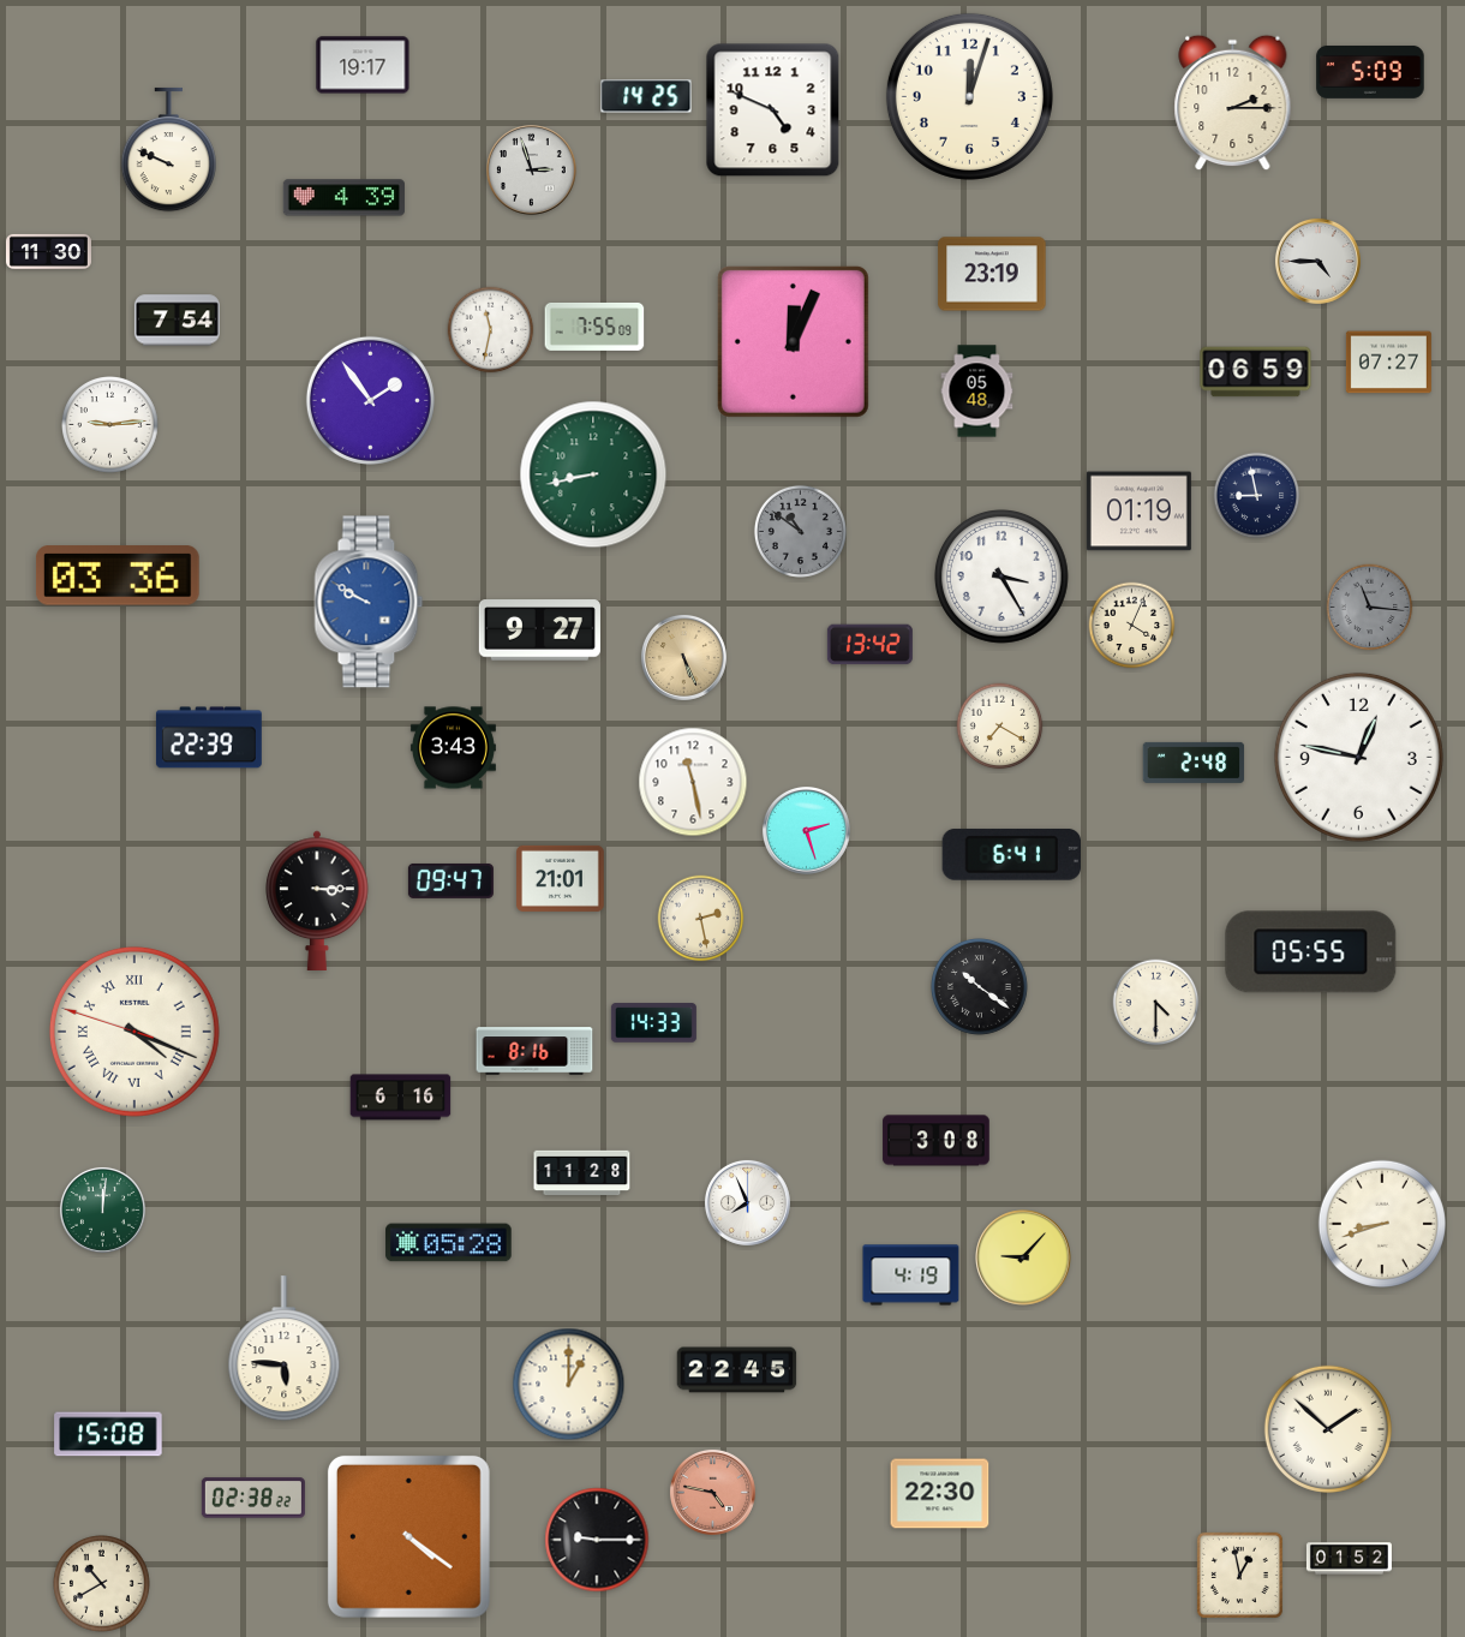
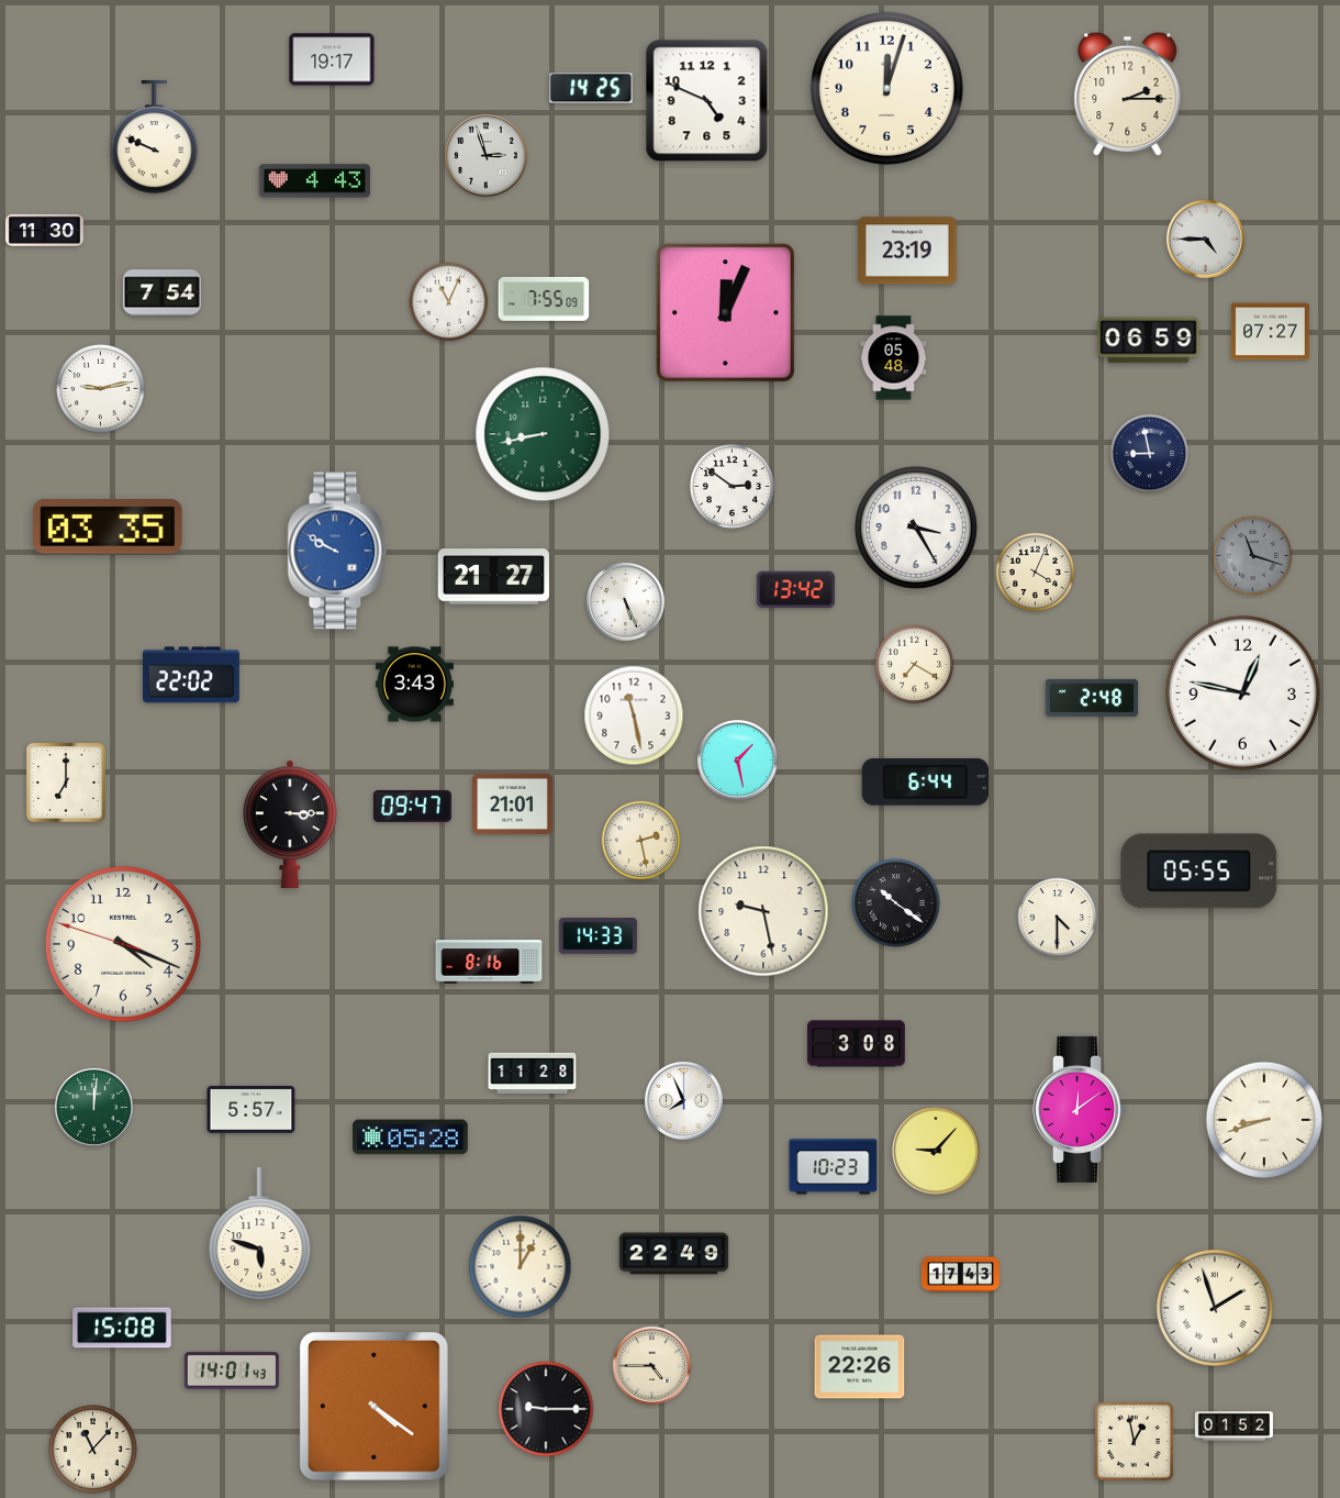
clock at (1370, 72): 5:09 -> none
clock at (343, 198): 4:39 -> 4:43
clock at (491, 330): 11:32 -> 11:04
clock at (370, 400): 1:54 -> none
clock at (110, 425): 9:14 -> 9:13
clock at (1138, 512): 01:19 -> none
clock at (800, 531): 10:51 -> 2:51
clock at (800, 531) dial: grey -> white
clock at (118, 575): 03:36 -> 03:35
clock at (1370, 608): 11:16 -> 11:18
clock at (539, 631): 9:27 -> 21:27
clock at (683, 657) dial: champagne -> white
clock at (209, 737): 22:39 -> 22:02
clock at (806, 830): 2:27 -> 1:28
clock at (1011, 854): 6:41 -> 6:44
clock at (66, 783): none -> 7:00
clock at (763, 911): none -> 9:28
clock at (134, 1032) numerals: Roman -> Arabic
clock at (401, 1098): 6:16 -> none
clock at (1080, 1109): none -> 12:09
clock at (252, 1110): none -> 5:57
clock at (911, 1275): 4:19 -> 10:23
clock at (285, 1349): 5:46 -> 5:48
clock at (737, 1370): 22:45 -> 22:49
clock at (960, 1275): none -> 17:43
clock at (1328, 1429): 1:52 -> 1:57
clock at (108, 1434) position: (108, 1434) -> (122, 1328)
clock at (712, 1492): 4:47 -> 4:45
clock at (712, 1492) dial: salmon -> cream
clock at (940, 1494): 22:30 -> 22:26
clock at (253, 1498): 02:38 -> 14:01
clock at (102, 1584): 10:40 -> 11:07
